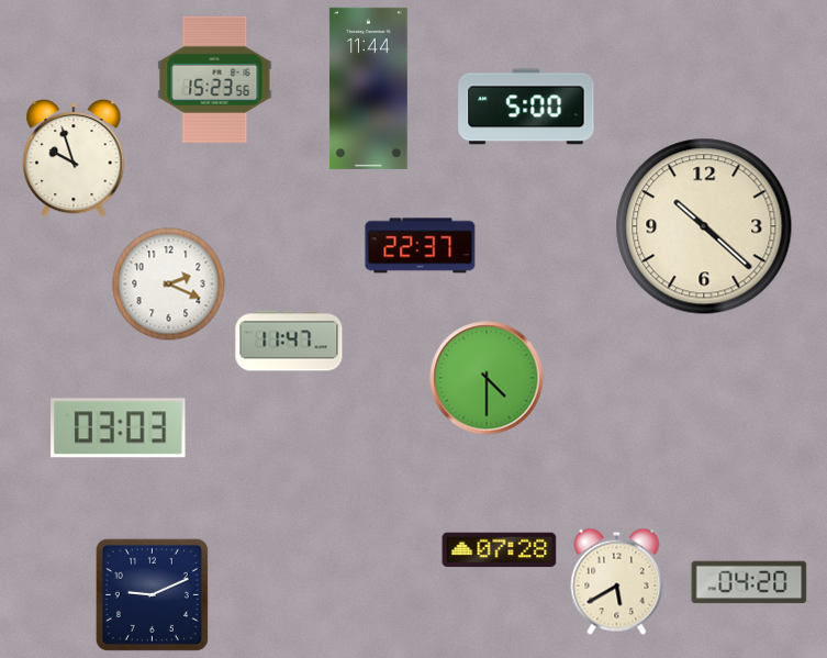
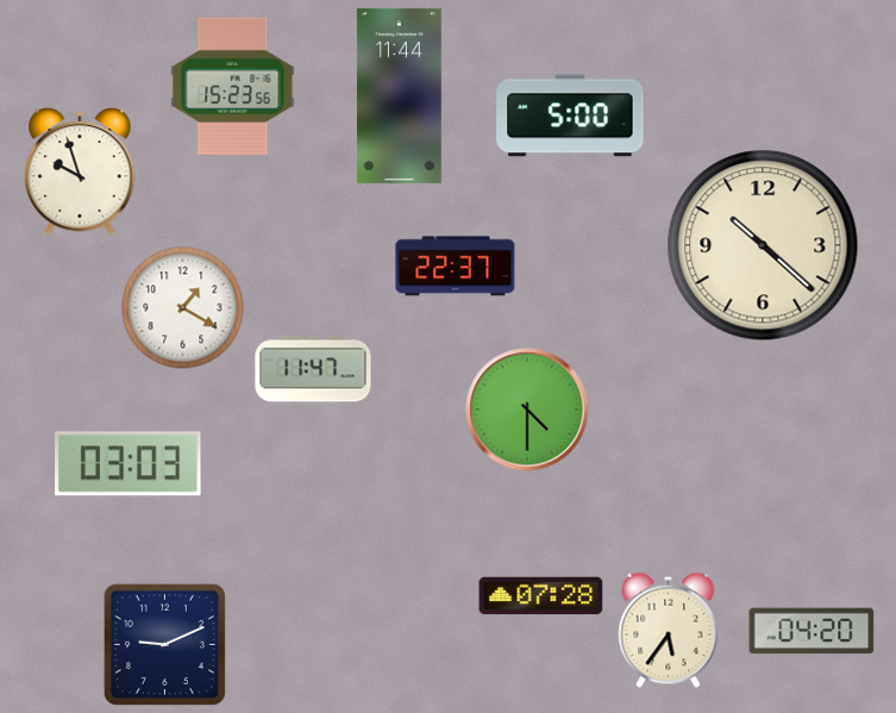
clock at (169, 285): 2:19 -> 1:20
clock at (617, 581): 5:40 -> 5:36
